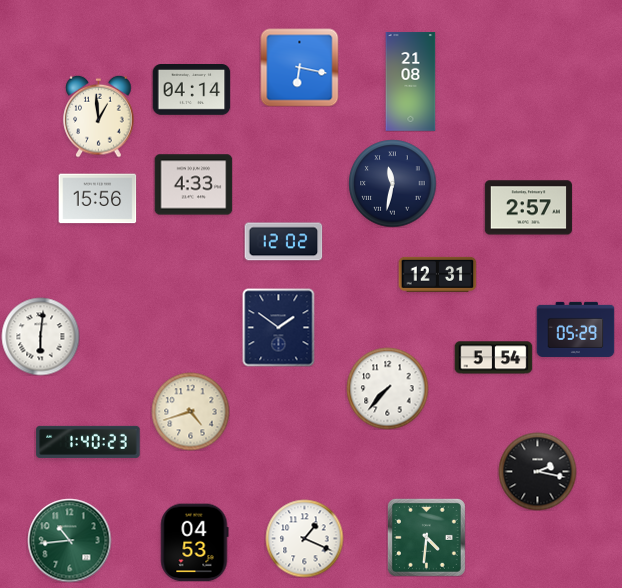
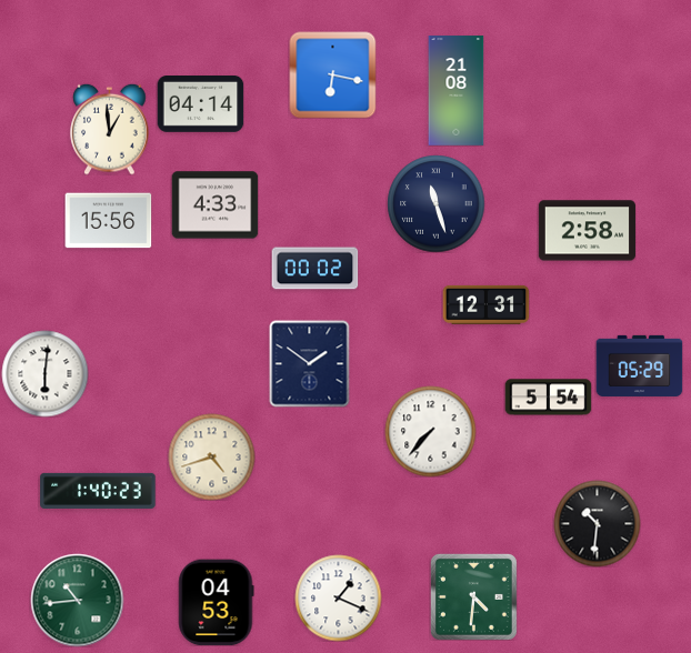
clock at (191, 90) position: (191, 90) -> (200, 104)
clock at (392, 183): 11:32 -> 11:27
clock at (528, 208): 2:57 -> 2:58
clock at (283, 242): 12:02 -> 00:02
clock at (537, 471): 2:17 -> 10:31
